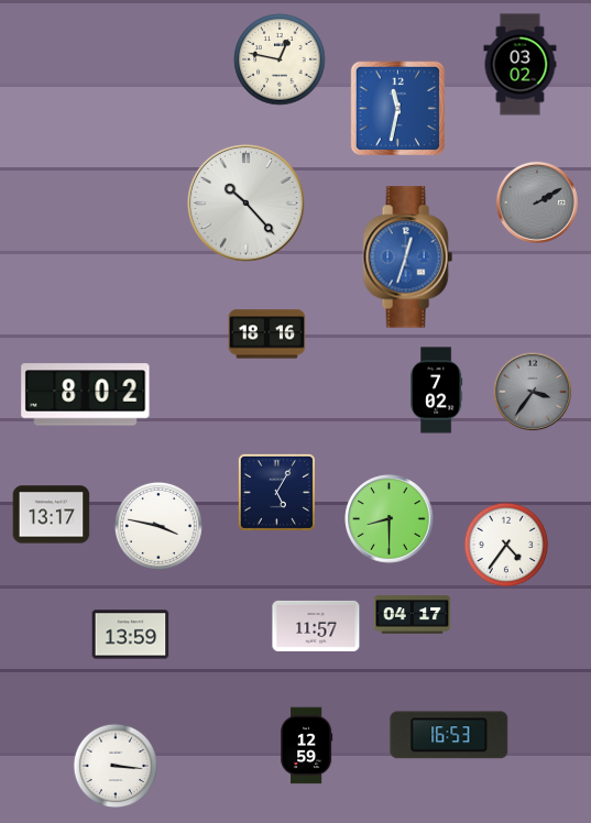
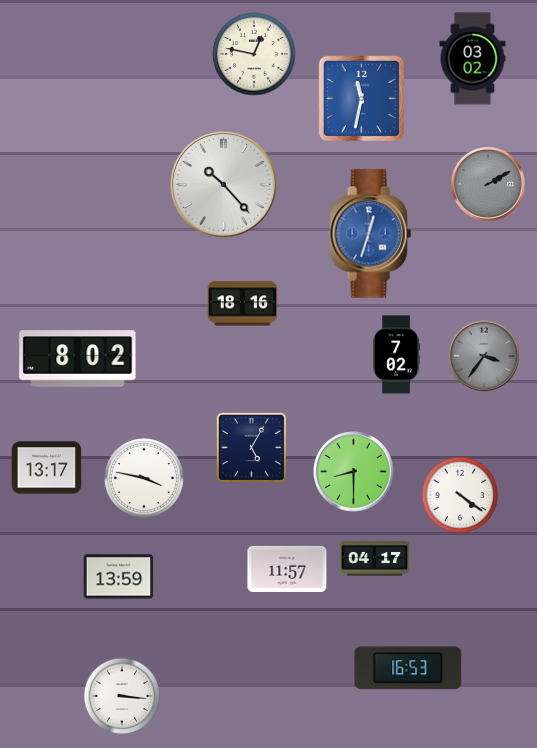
clock at (506, 545): 4:36 -> 4:21
clock at (307, 746): 12:59 -> none
clock at (116, 766) position: (116, 766) -> (122, 696)
